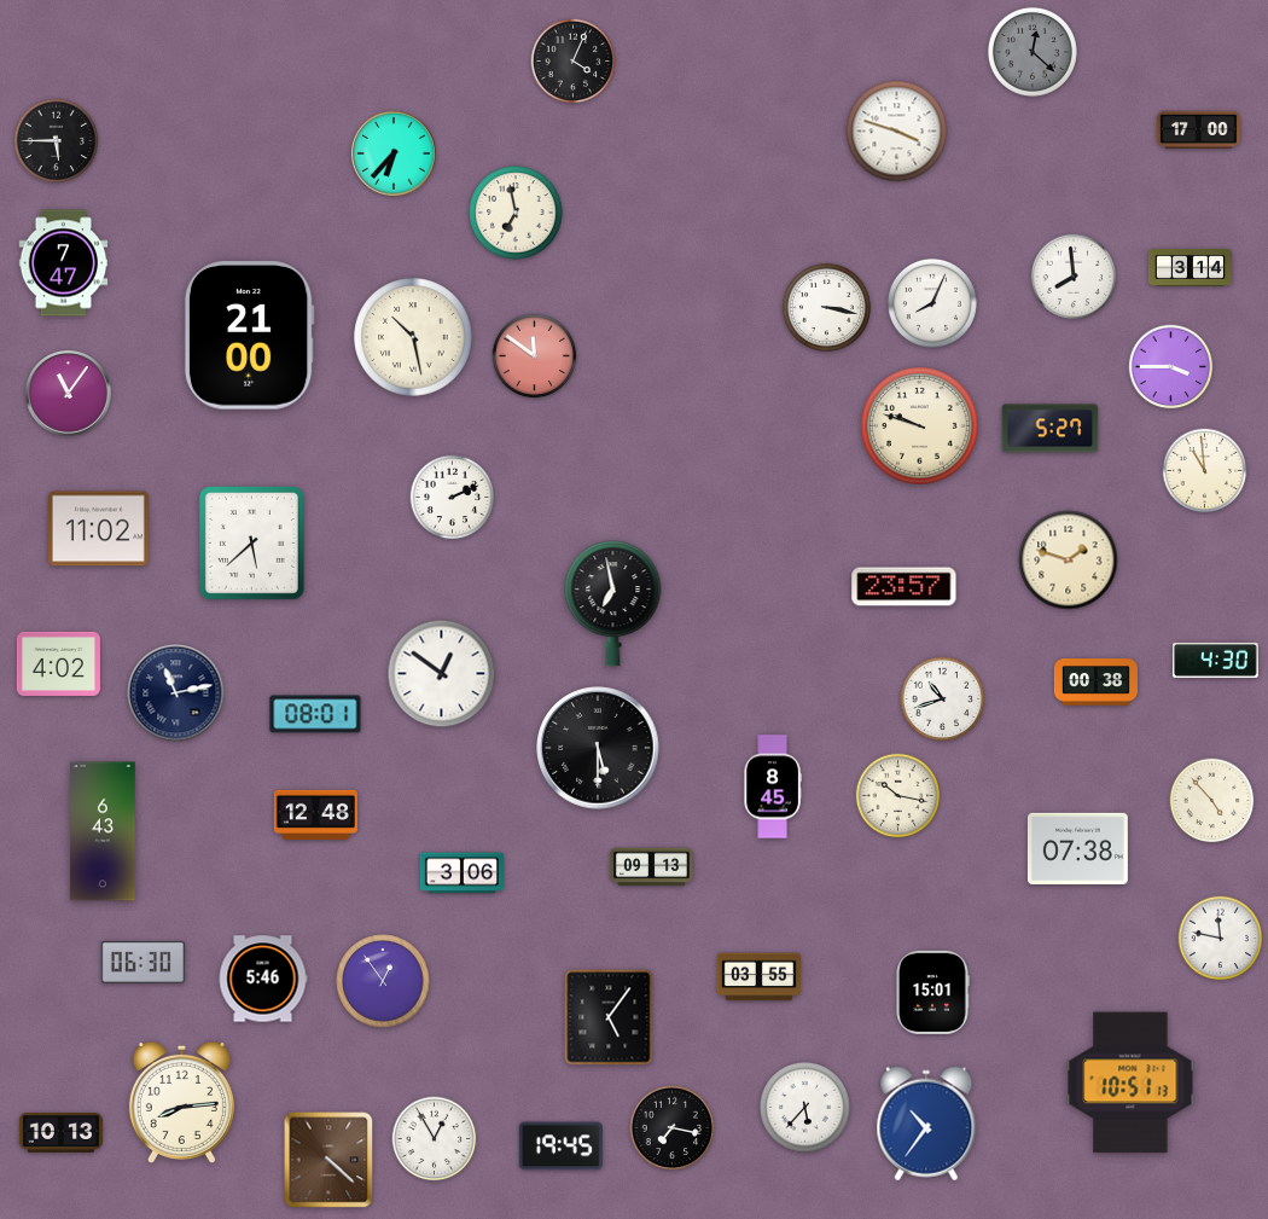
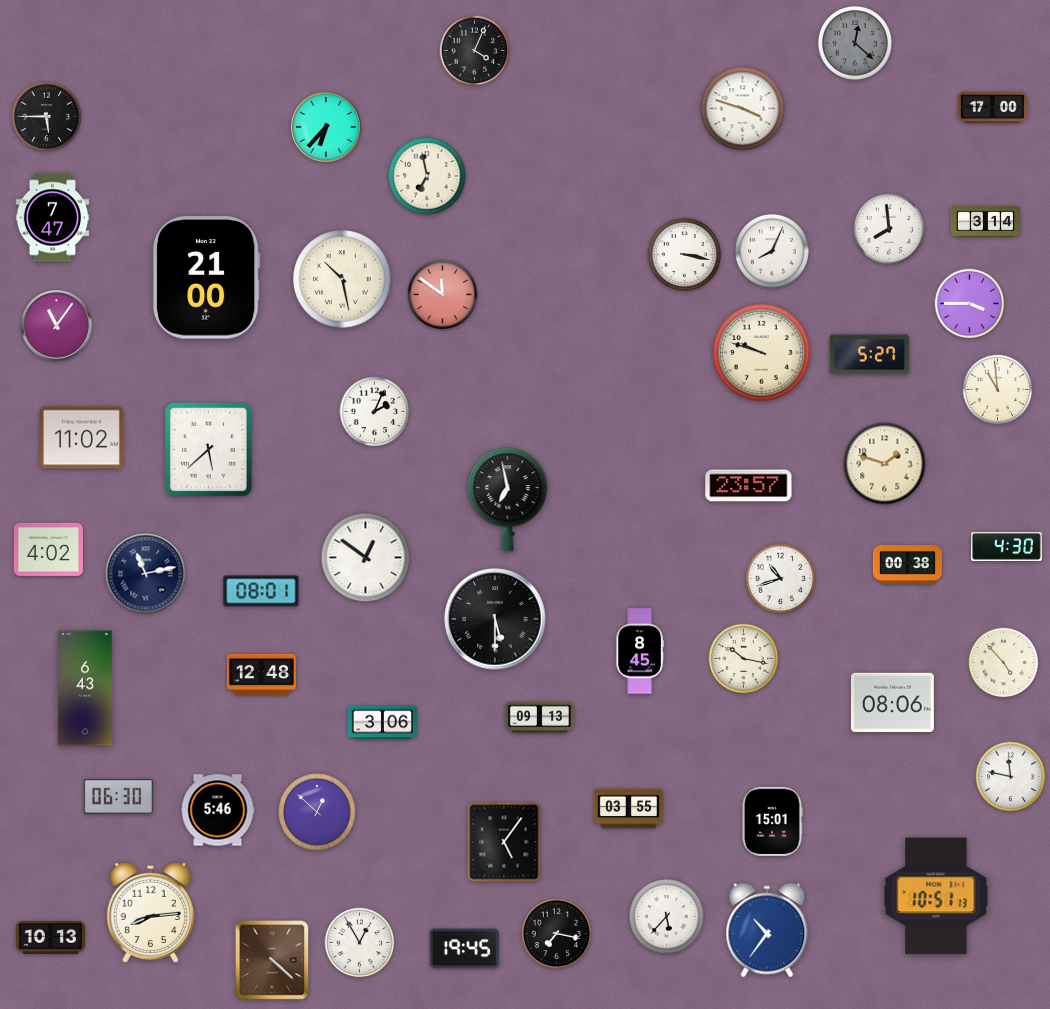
clock at (453, 498): 2:11 -> 2:04
clock at (1077, 848): 07:38 -> 08:06
clock at (383, 981): 12:54 -> 12:52
